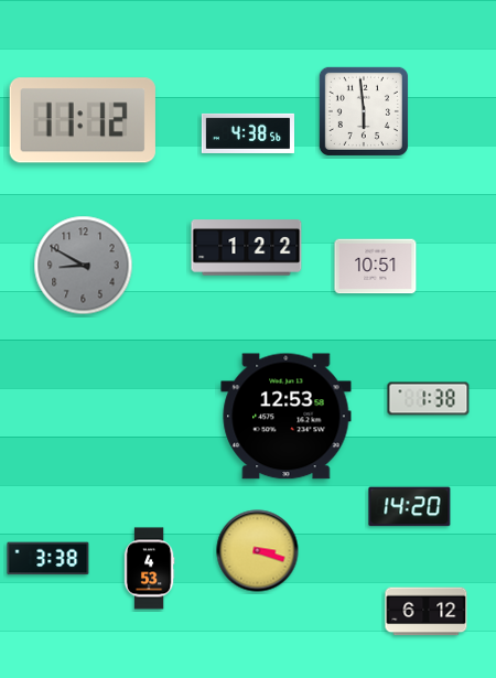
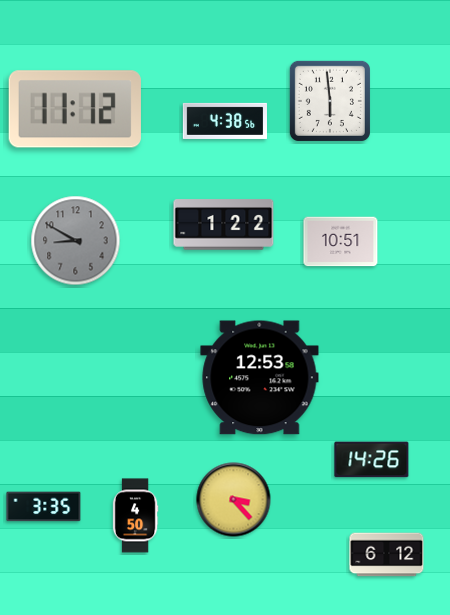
clock at (429, 399): 1:38 -> none
clock at (410, 507): 14:20 -> 14:26
clock at (258, 551): 3:18 -> 3:23
clock at (48, 559): 3:38 -> 3:35
clock at (149, 569): 4:53 -> 4:50
